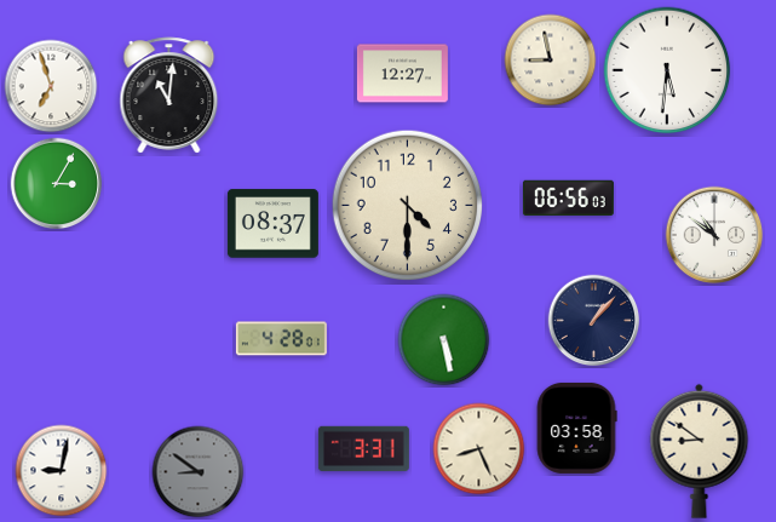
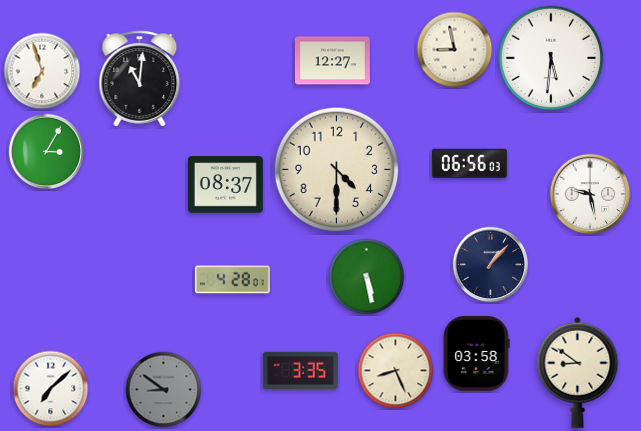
clock at (714, 235): 10:51 -> 9:28
clock at (444, 340) position: (444, 340) -> (367, 277)
clock at (363, 448): 3:31 -> 3:35
clock at (62, 471): 9:02 -> 7:08
